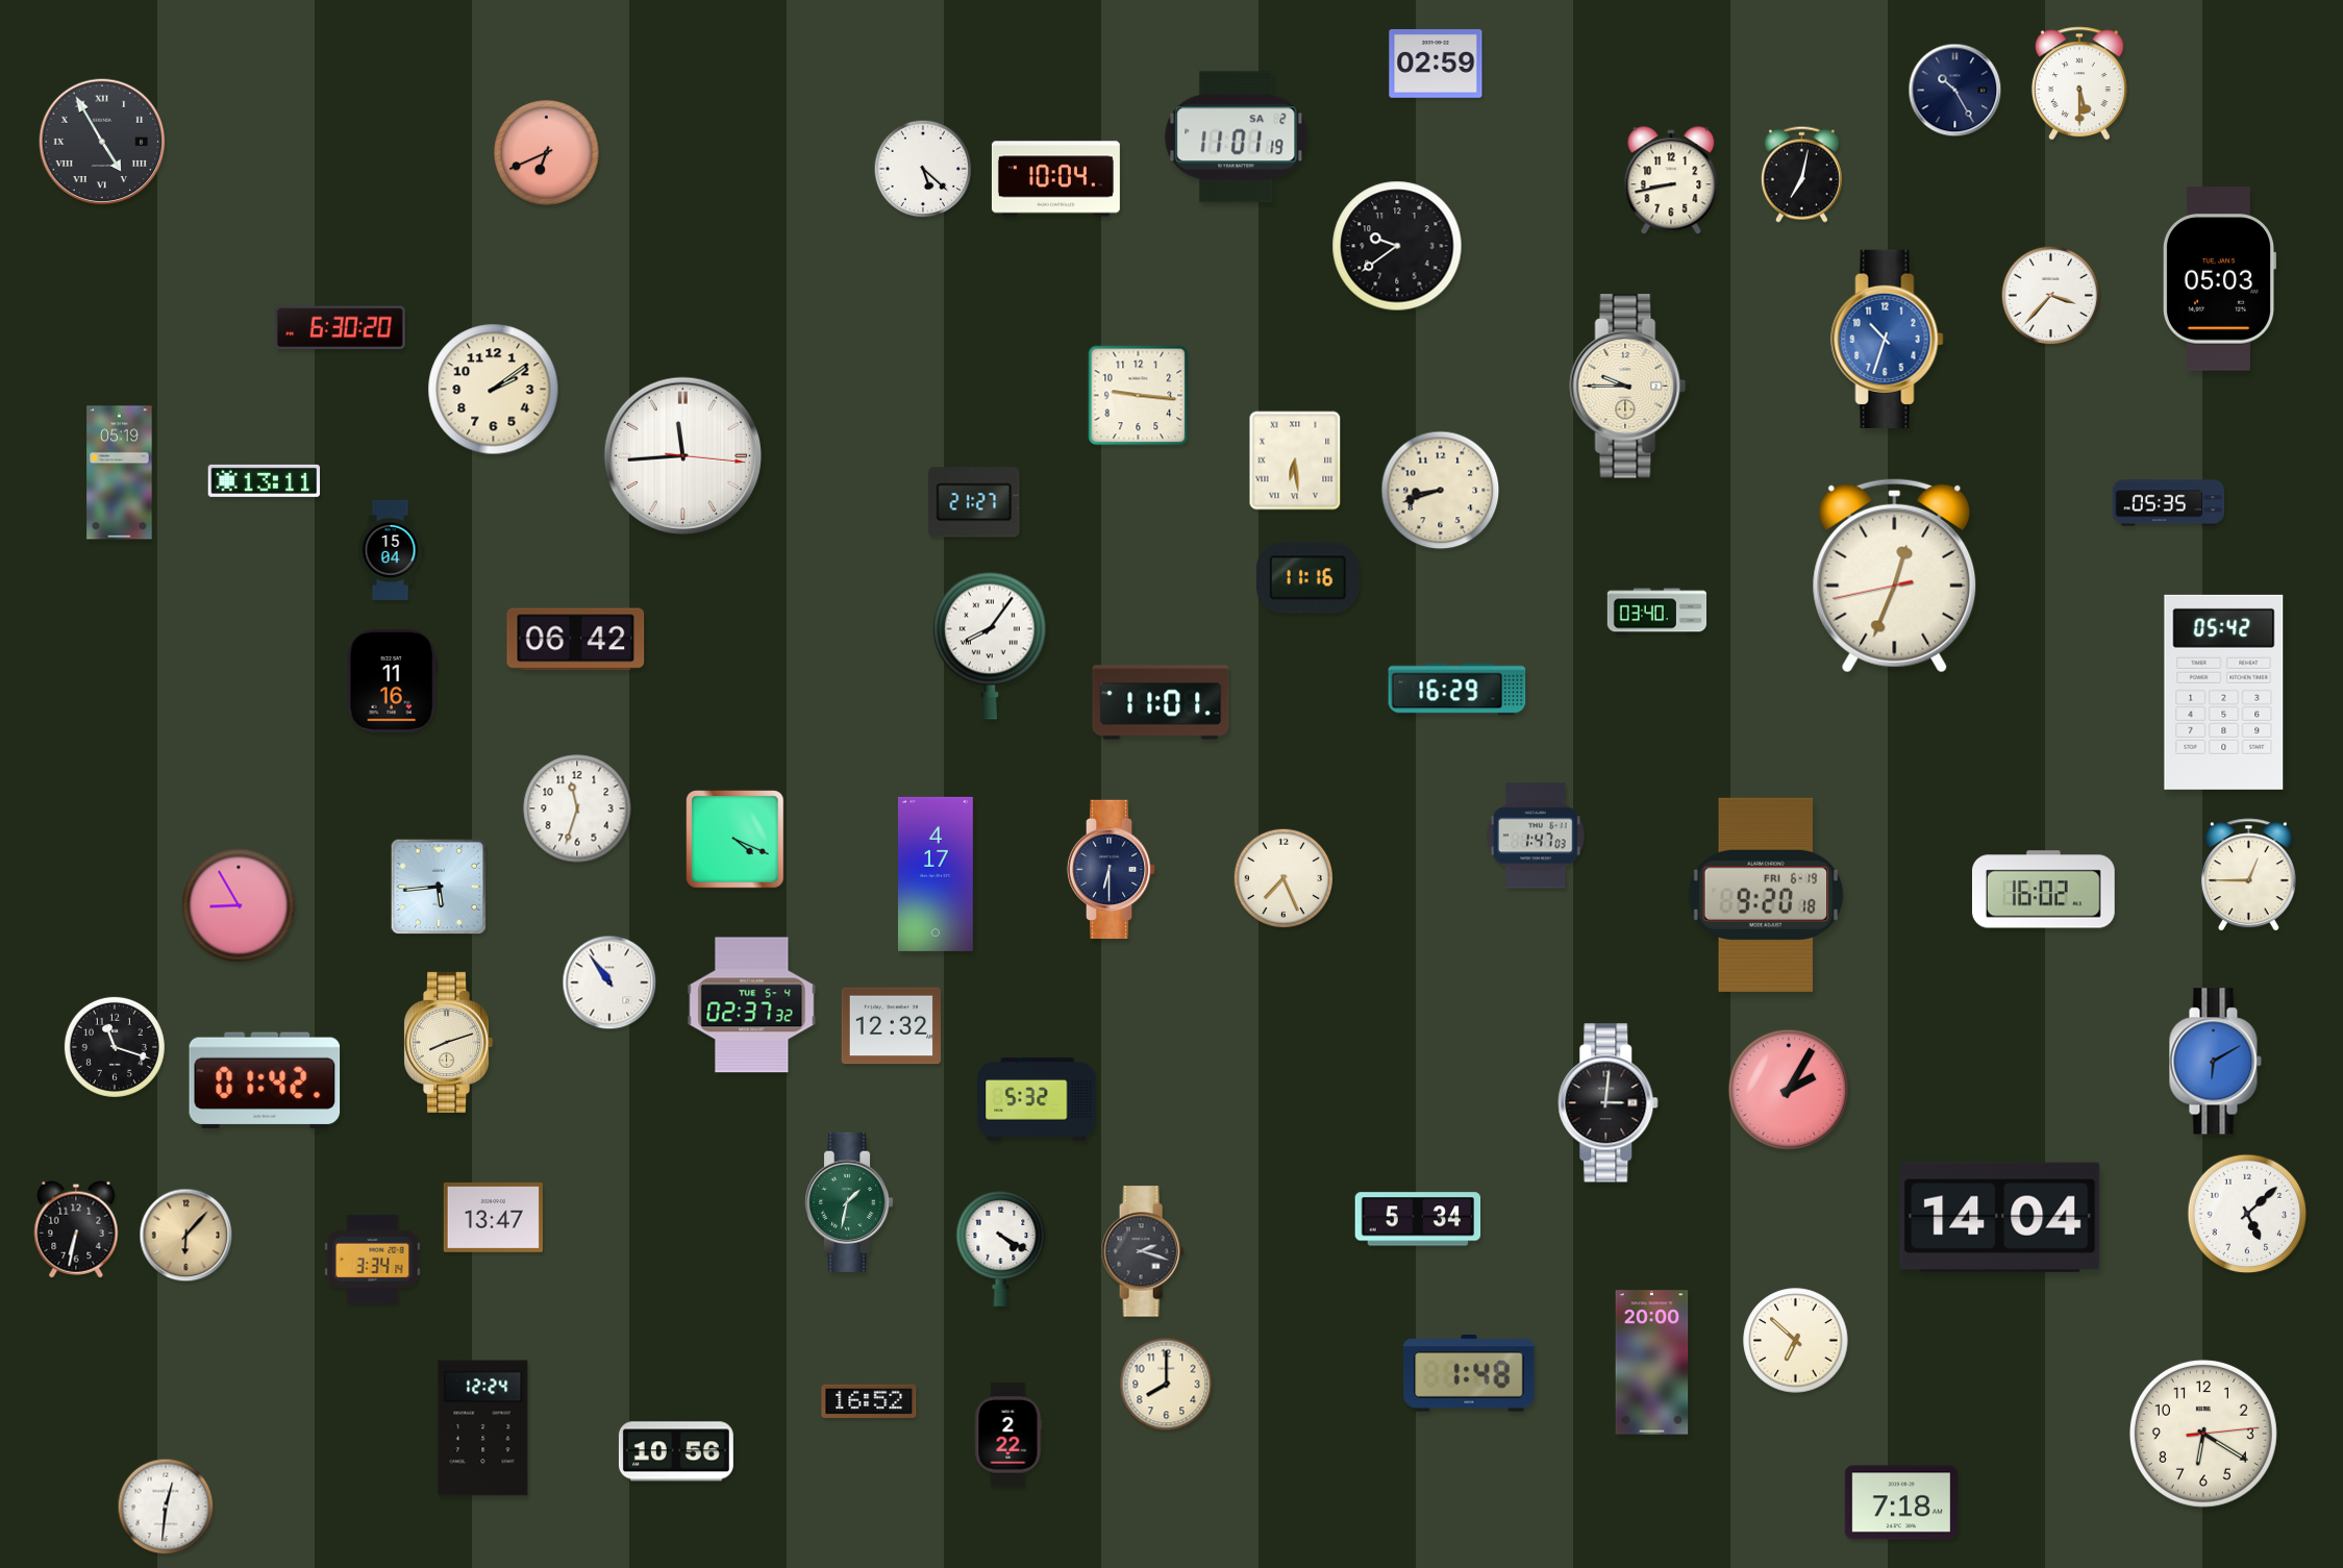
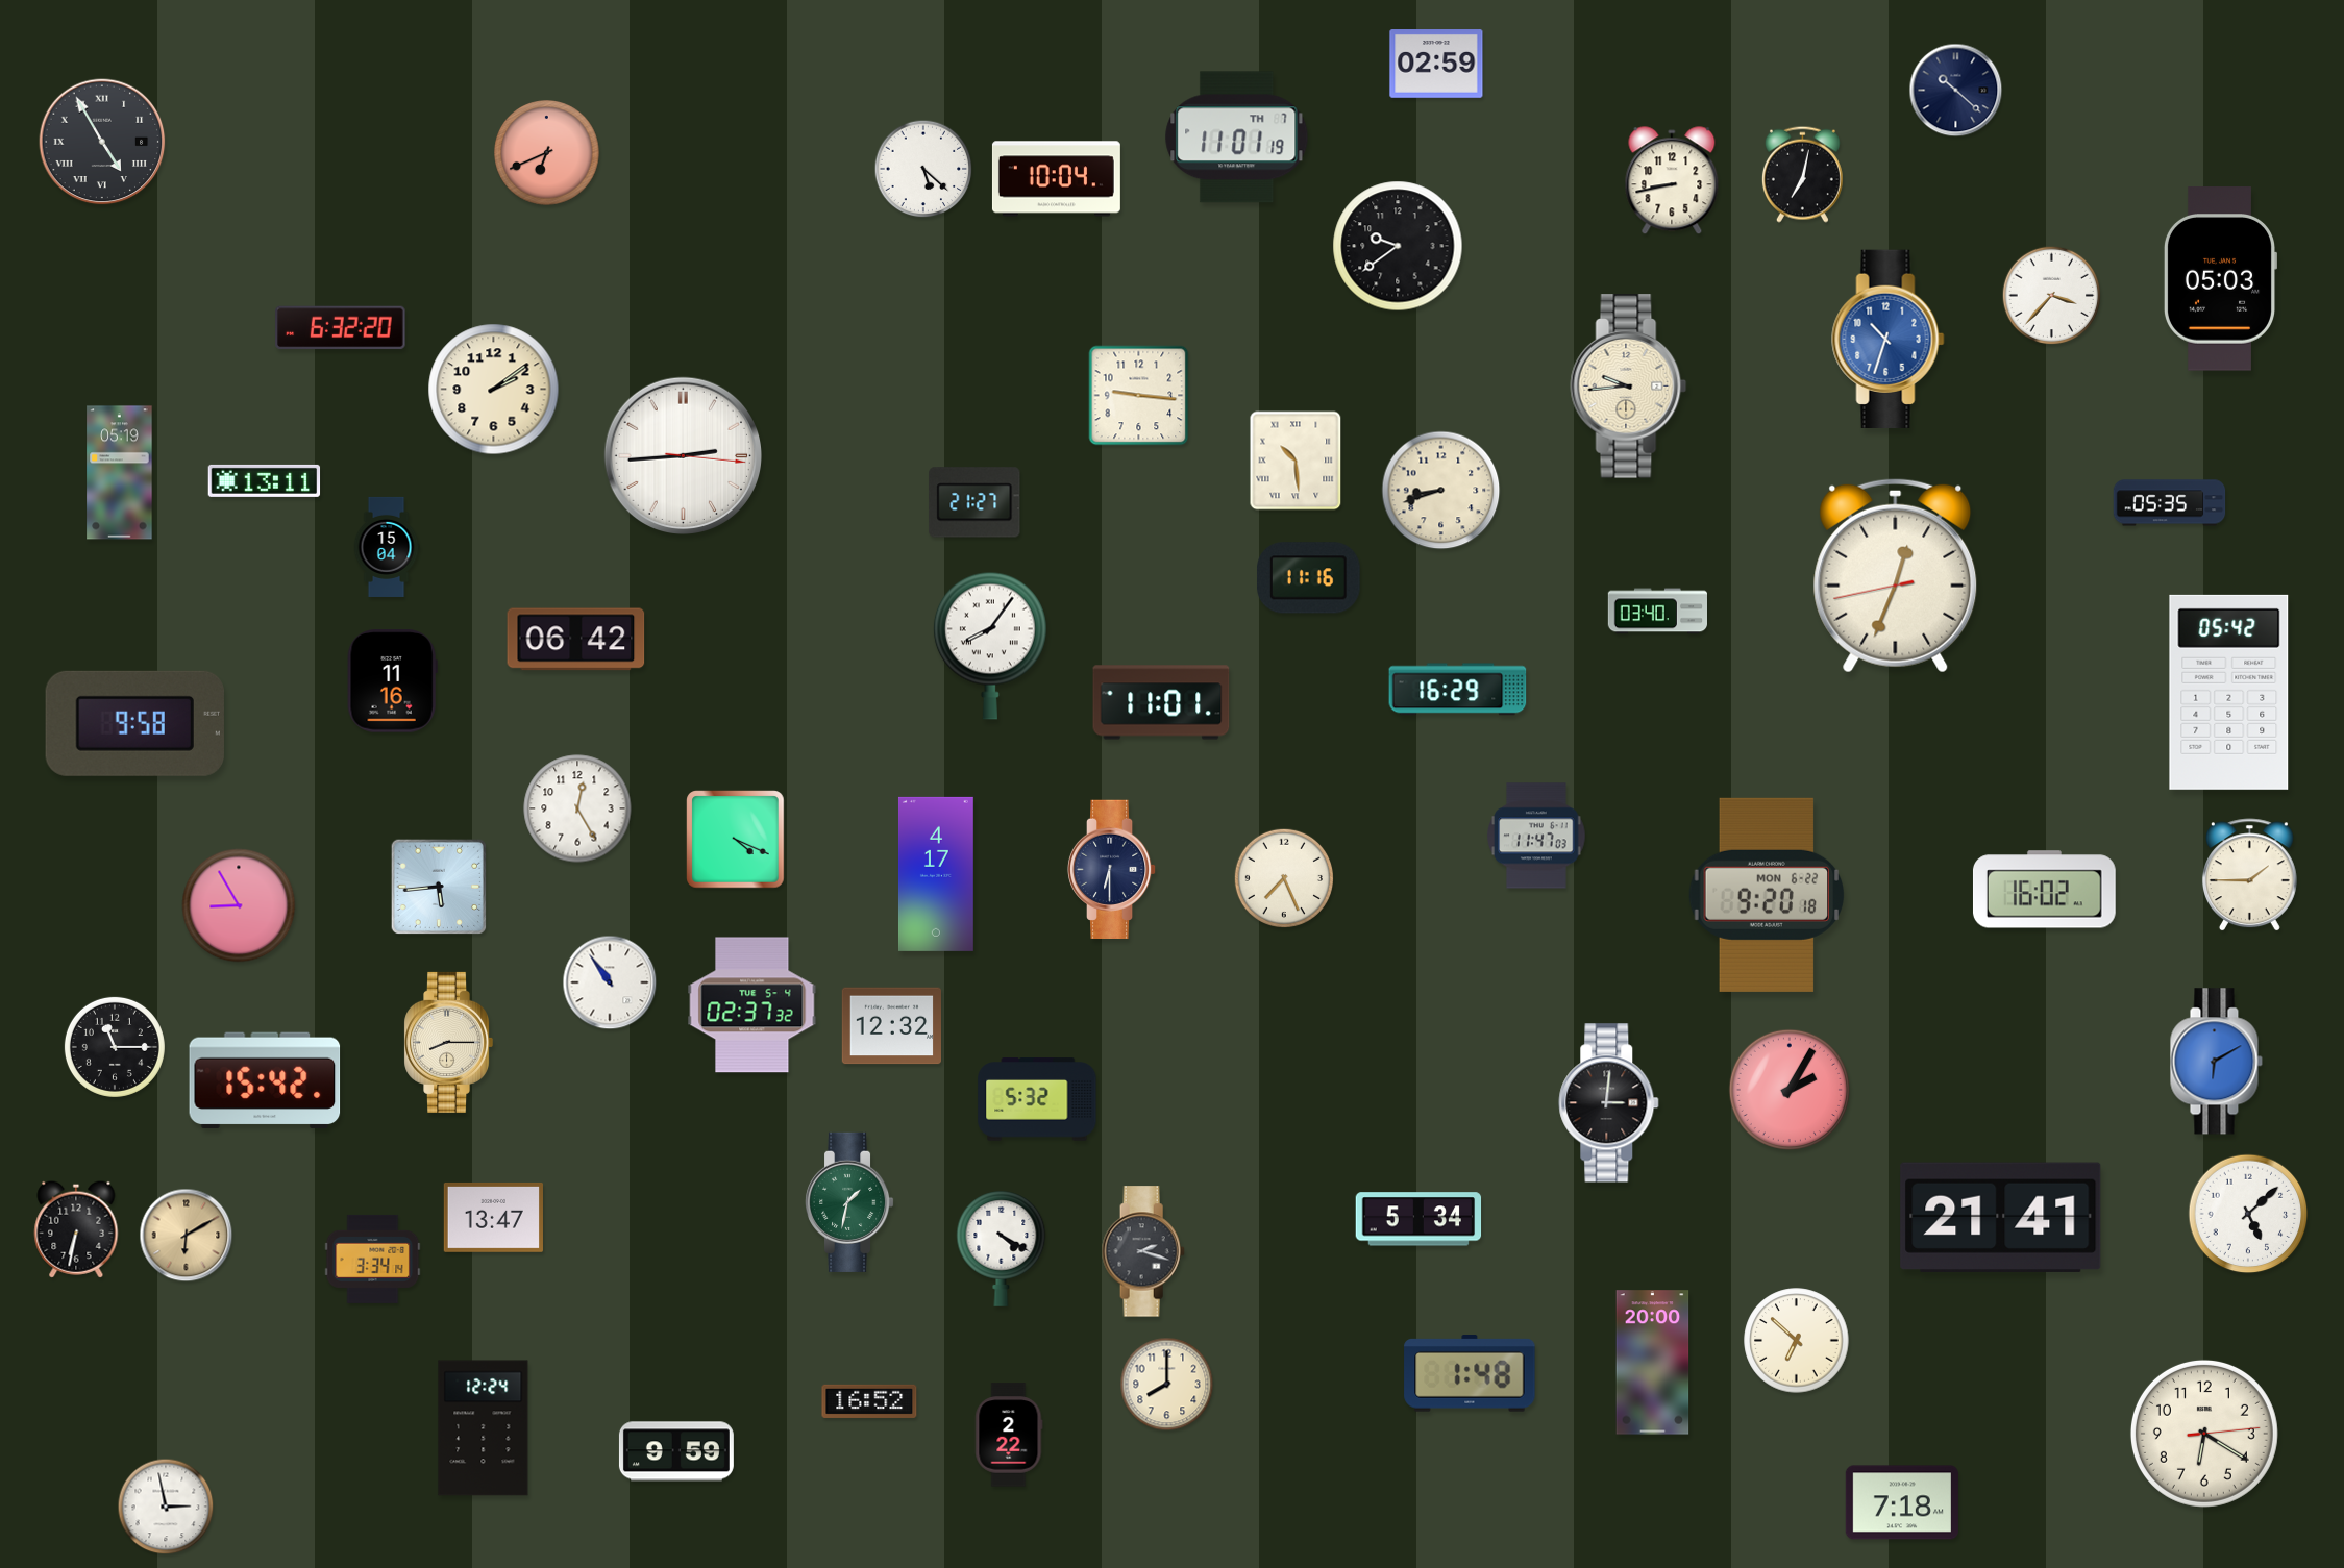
clock at (2079, 83): 5:30 -> none
clock at (1955, 91): 10:25 -> 10:22
clock at (1237, 138) date: SA 2 -> TH 7
clock at (341, 328): 6:30 -> 6:32
clock at (1628, 387): 9:45 -> 9:44
clock at (682, 455): 11:44 -> 2:44
clock at (1295, 461): 6:29 -> 10:29
clock at (391, 550) position: (391, 550) -> (387, 547)
clock at (2224, 692) position: (2224, 692) -> (2229, 692)
clock at (134, 723): none -> 9:58
clock at (577, 808): 11:33 -> 12:25
clock at (1536, 836): 1:47 -> 11:47
clock at (2248, 875): 12:45 -> 1:45
clock at (1766, 895) date: FRI 6-19 -> MON 6-22
clock at (449, 1042): 8:12 -> 8:15
clock at (115, 1047): 11:18 -> 11:15
clock at (265, 1080): 01:42 -> 15:42
clock at (2000, 1217): 14:04 -> 21:41
clock at (186, 1236): 6:07 -> 6:10
clock at (676, 1451): 10:56 -> 9:59
clock at (166, 1507): 12:31 -> 2:58
